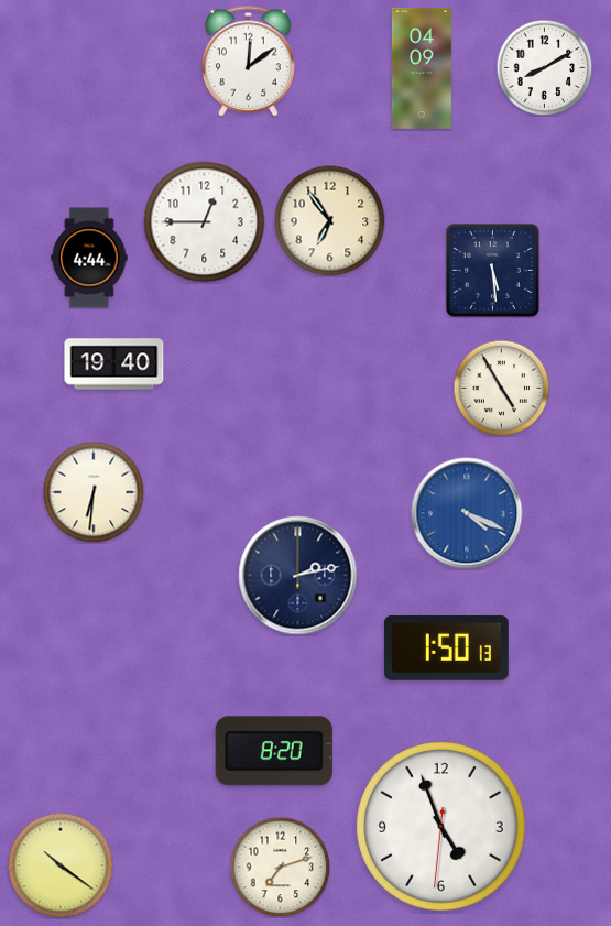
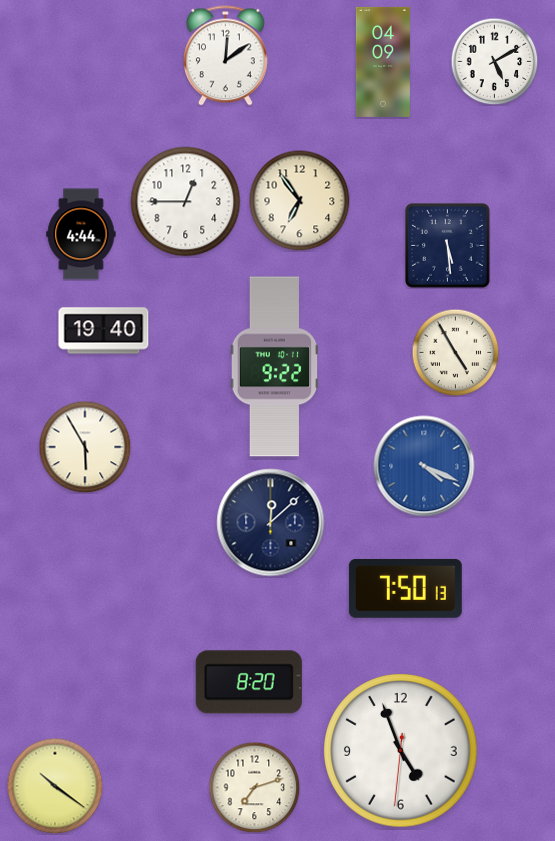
clock at (544, 67): 8:10 -> 5:10
clock at (275, 367): none -> 9:22
clock at (94, 492): 6:31 -> 5:55
clock at (298, 576): 2:13 -> 12:08
clock at (446, 647): 1:50 -> 7:50
